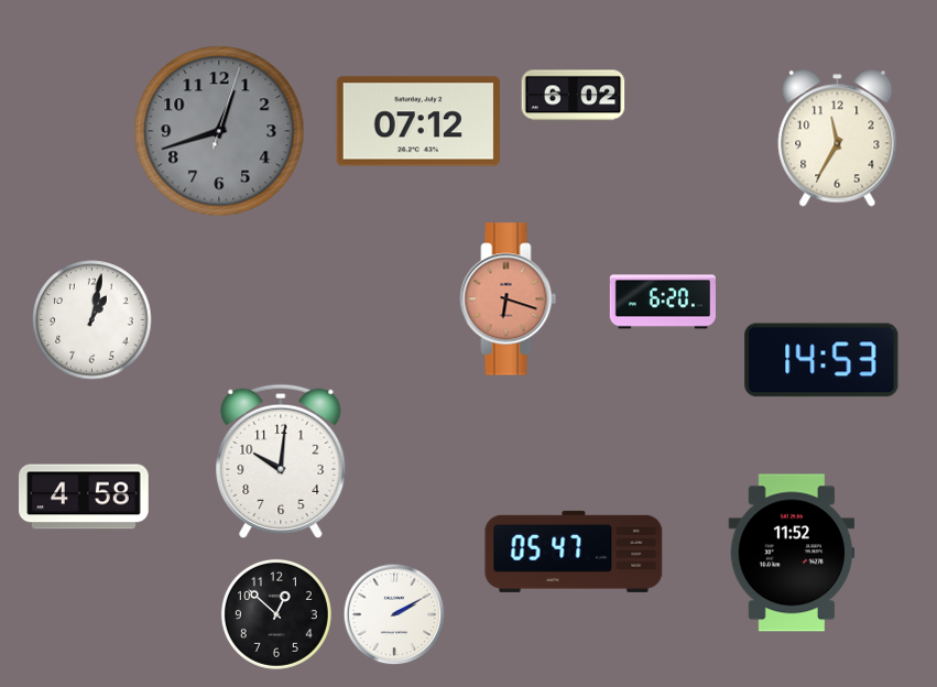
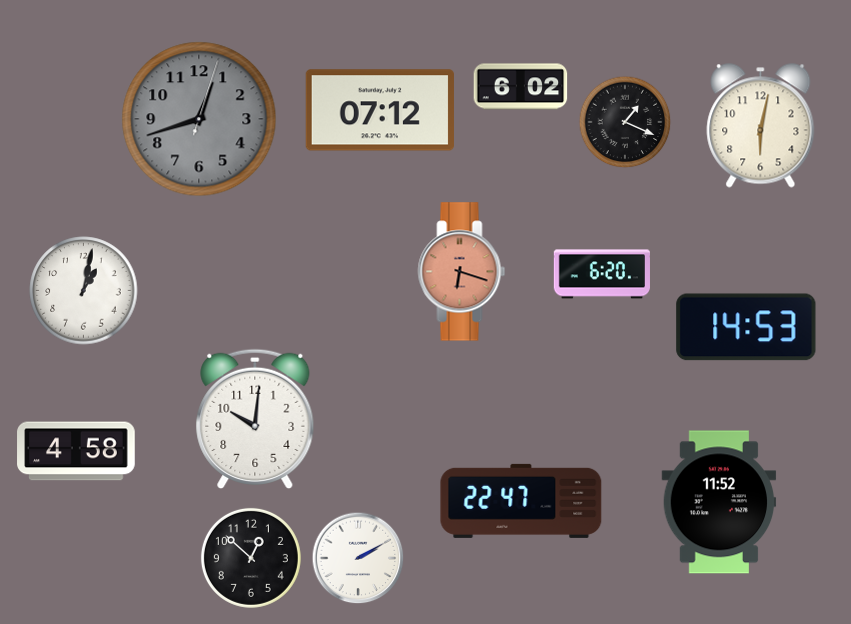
clock at (625, 122): none -> 1:19
clock at (838, 139): 11:35 -> 6:02
clock at (574, 552): 05:47 -> 22:47
